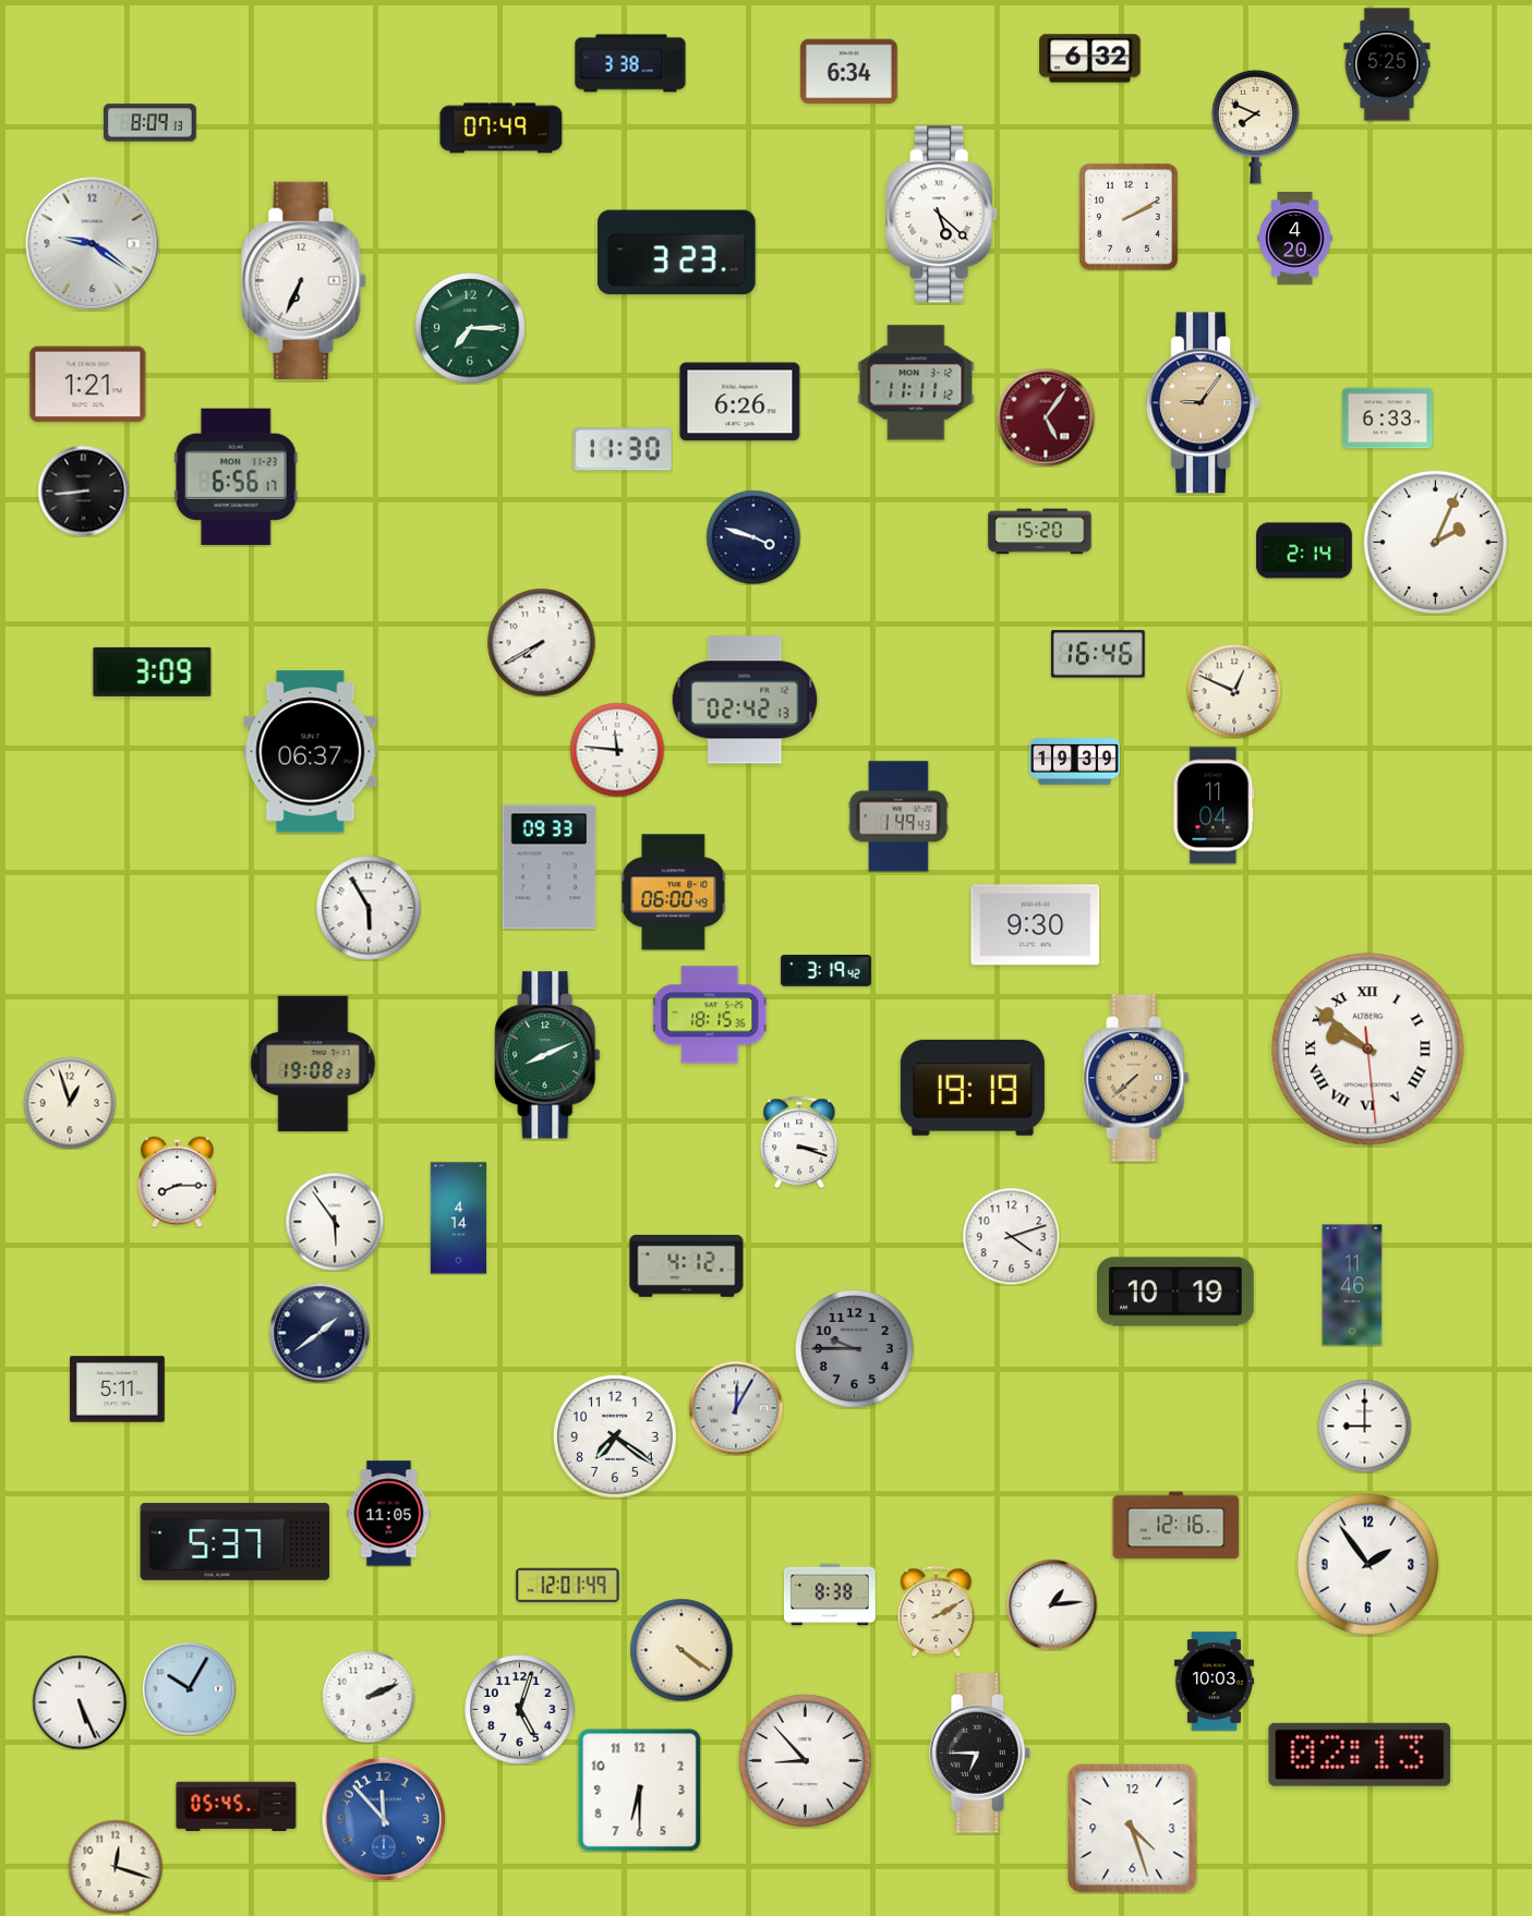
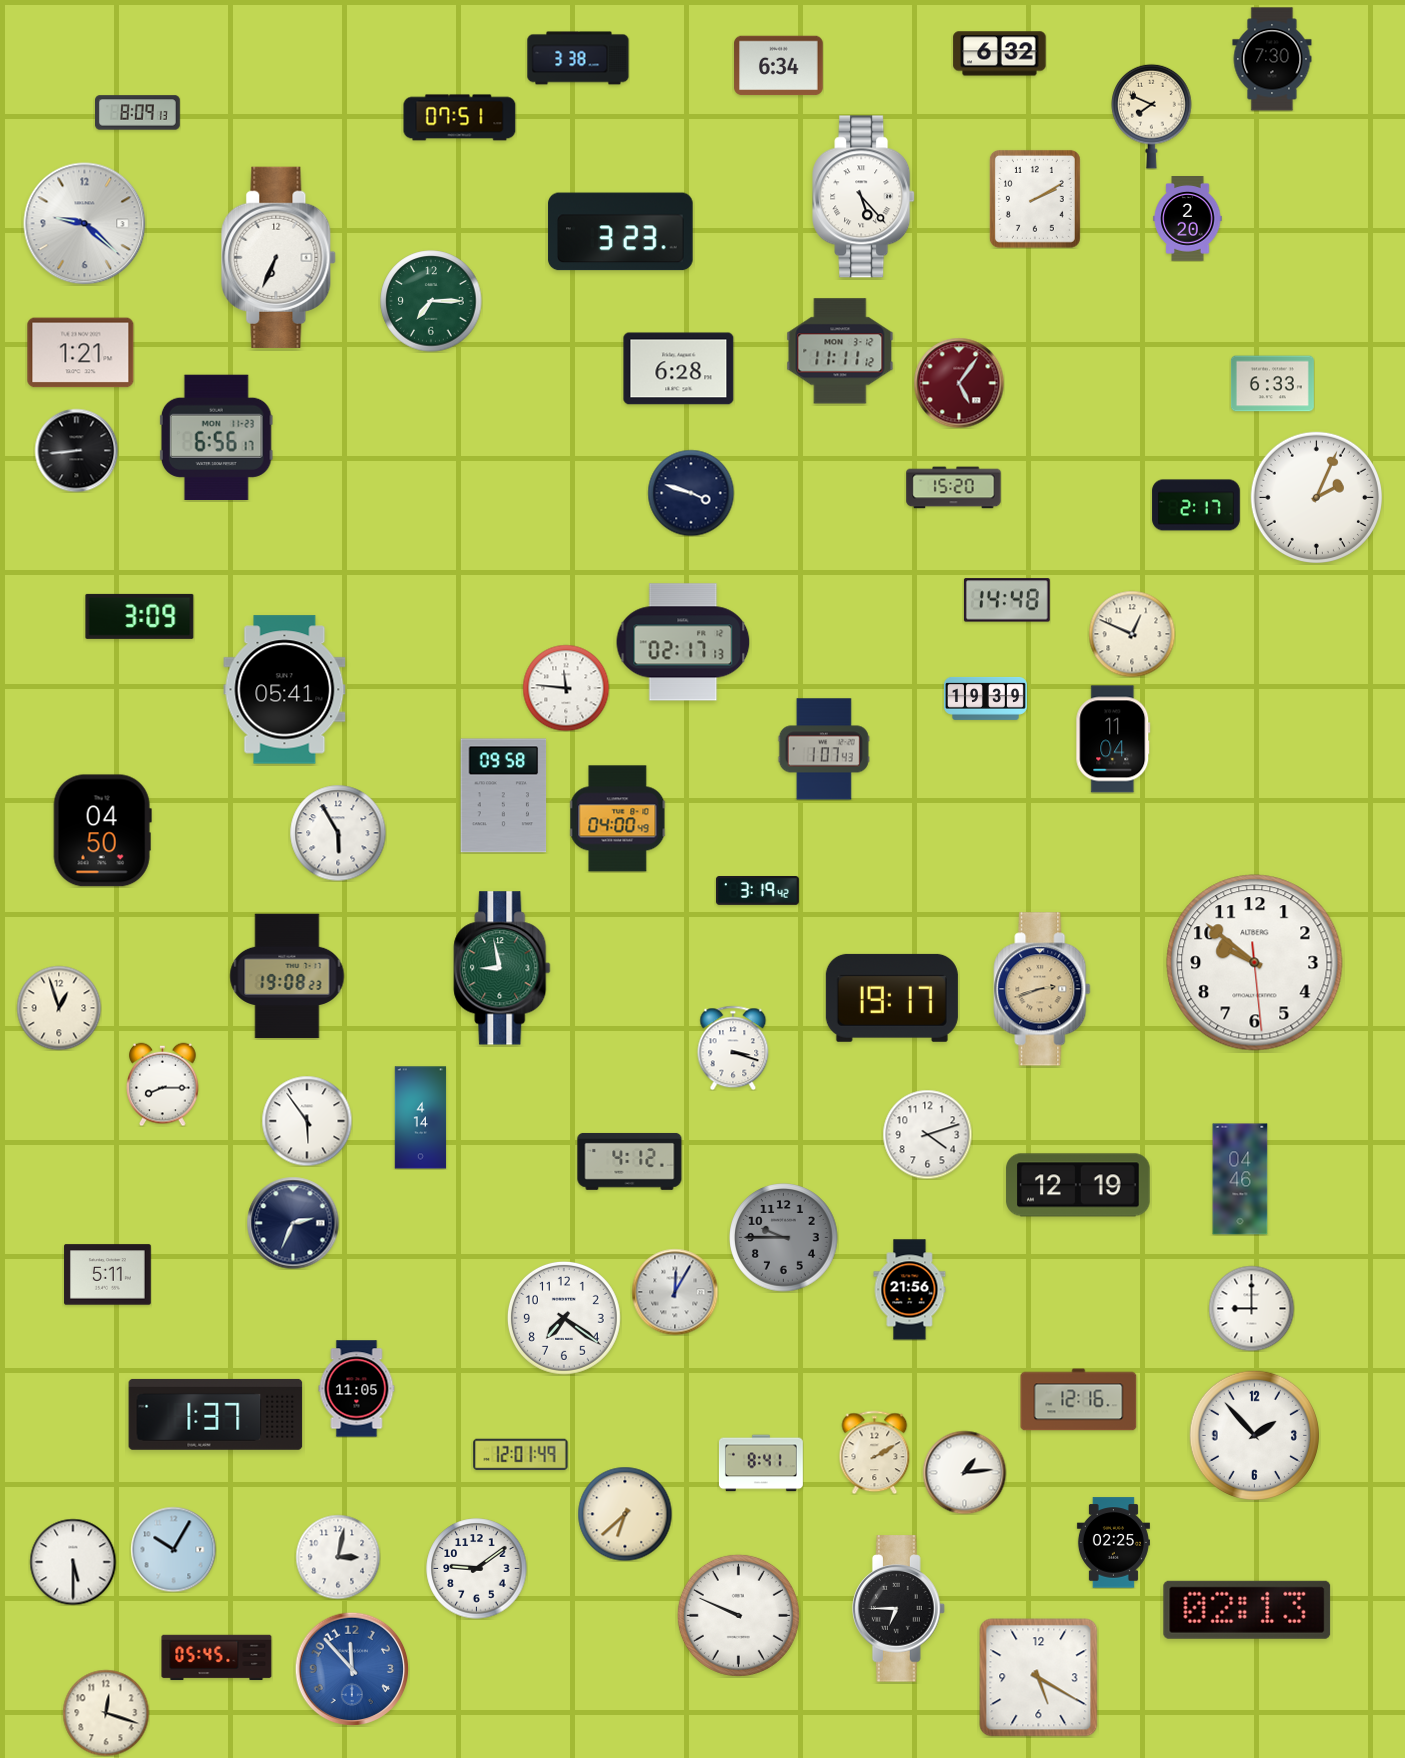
clock at (1387, 64): 5:25 -> 7:30
clock at (502, 129): 07:49 -> 07:51
clock at (942, 215): 5:22 -> 5:23
clock at (1295, 239): 4:20 -> 2:20
clock at (93, 244): 9:21 -> 9:22
clock at (740, 402): 6:26 -> 6:28
clock at (1203, 403): 9:06 -> none
clock at (623, 449): 11:30 -> none
clock at (1304, 550): 2:14 -> 2:17
clock at (542, 643): 7:40 -> none
clock at (1098, 654): 16:46 -> 14:48
clock at (745, 700): 02:42 -> 02:17
clock at (311, 752): 06:37 -> 05:41
clock at (898, 816): 1:49 -> 1:07
clock at (550, 868): 09:33 -> 09:58
clock at (674, 893): 06:00 -> 04:00
clock at (102, 831): none -> 04:50
clock at (1036, 925): 9:30 -> none
clock at (710, 1015): 18:15 -> none
clock at (1368, 1050) numerals: Roman -> Arabic
clock at (547, 1055): 8:11 -> 8:58
clock at (1136, 1078): 7:38 -> 2:42
clock at (973, 1088): 19:19 -> 19:17
clock at (70, 1103) position: (70, 1103) -> (59, 1008)
clock at (1352, 1285): 11:46 -> 04:46
clock at (1175, 1292): 10:19 -> 12:19
clock at (319, 1333): 1:39 -> 2:34
clock at (910, 1290): none -> 21:56
clock at (236, 1541): 5:37 -> 1:37
clock at (1367, 1564): 1:54 -> 1:53
clock at (830, 1594): 8:38 -> 8:41
clock at (937, 1611) position: (937, 1611) -> (875, 1452)
clock at (681, 1650): 4:21 -> 6:38
clock at (1214, 1682): 10:03 -> 02:25
clock at (369, 1697): 2:11 -> 3:02
clock at (80, 1702): 5:26 -> 5:30
clock at (520, 1710): 5:03 -> 9:09
clock at (805, 1760): 8:53 -> 9:49
clock at (640, 1791): 6:30 -> none
clock at (1133, 1829): 4:27 -> 5:20
